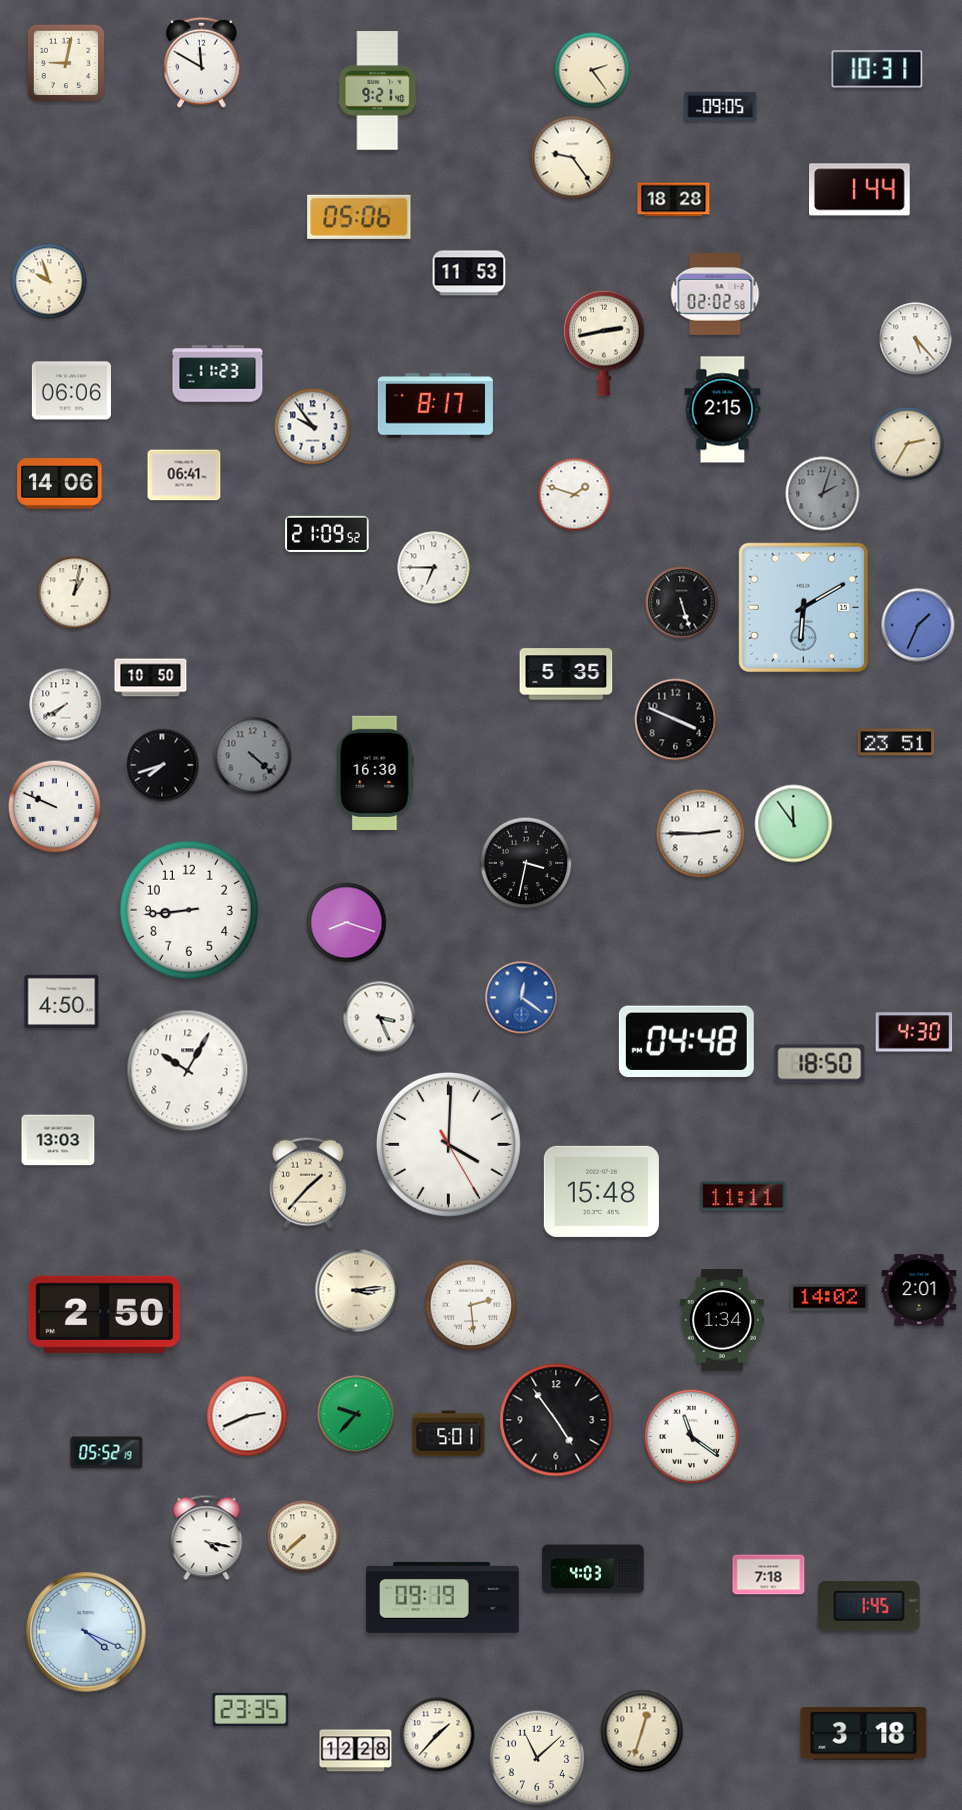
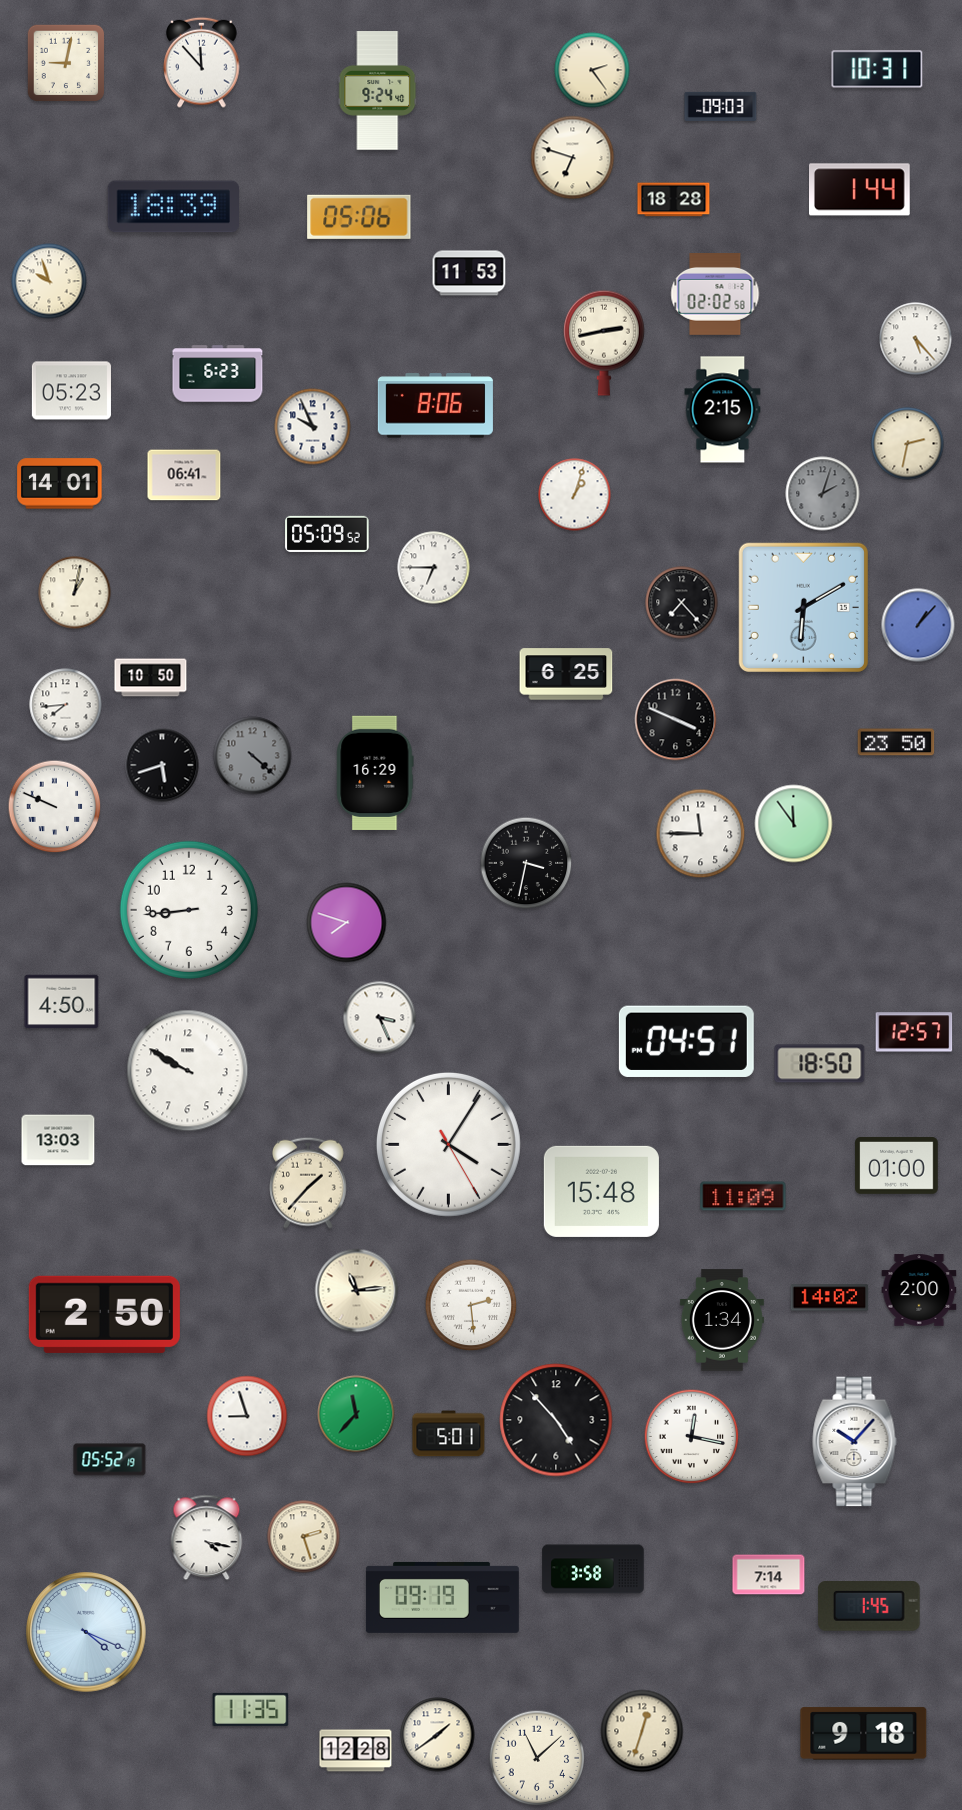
clock at (202, 62): 11:50 -> 11:53
clock at (378, 91): 9:21 -> 9:24
clock at (721, 106): 09:05 -> 09:03
clock at (573, 158): 9:24 -> 6:48
clock at (173, 207): none -> 18:39
clock at (218, 374): 11:23 -> 6:23
clock at (71, 391): 06:06 -> 05:23
clock at (435, 406): 8:17 -> 8:06
clock at (313, 427): 9:54 -> 9:56
clock at (908, 444): 2:35 -> 2:32
clock at (60, 484): 14:06 -> 14:01
clock at (575, 495): 1:48 -> 1:03
clock at (327, 534): 21:09 -> 05:09
clock at (682, 603): 5:27 -> 7:23
clock at (918, 625): 1:34 -> 1:07
clock at (566, 674): 5:35 -> 6:25
clock at (66, 705): 7:40 -> 7:44
clock at (896, 742): 23:51 -> 23:50
clock at (162, 765): 7:42 -> 5:42
clock at (375, 772): 16:30 -> 16:29
clock at (701, 834): 2:45 -> 11:45
clock at (347, 923): 8:18 -> 7:48
clock at (522, 998): 12:21 -> none
clock at (914, 1032): 4:30 -> 12:57
clock at (686, 1041): 04:48 -> 04:51
clock at (188, 1071): 10:05 -> 9:50
clock at (448, 1144): 4:00 -> 4:05
clock at (897, 1165): none -> 01:00
clock at (743, 1196): 11:11 -> 11:09
clock at (919, 1290): 2:01 -> 2:00
clock at (357, 1291): 3:14 -> 11:14
clock at (356, 1414): 9:37 -> 11:37
clock at (247, 1416): 2:41 -> 8:57
clock at (556, 1420): 4:54 -> 4:53
clock at (692, 1437): 11:21 -> 12:17
clock at (855, 1442): none -> 10:07
clock at (107, 1453) position: (107, 1453) -> (110, 1460)
clock at (304, 1537): 7:38 -> 2:27
clock at (593, 1569): 4:03 -> 3:58
clock at (769, 1575): 7:18 -> 7:14
clock at (251, 1709): 23:35 -> 11:35
clock at (864, 1734): 3:18 -> 9:18
clock at (438, 1735): 1:37 -> 1:39
